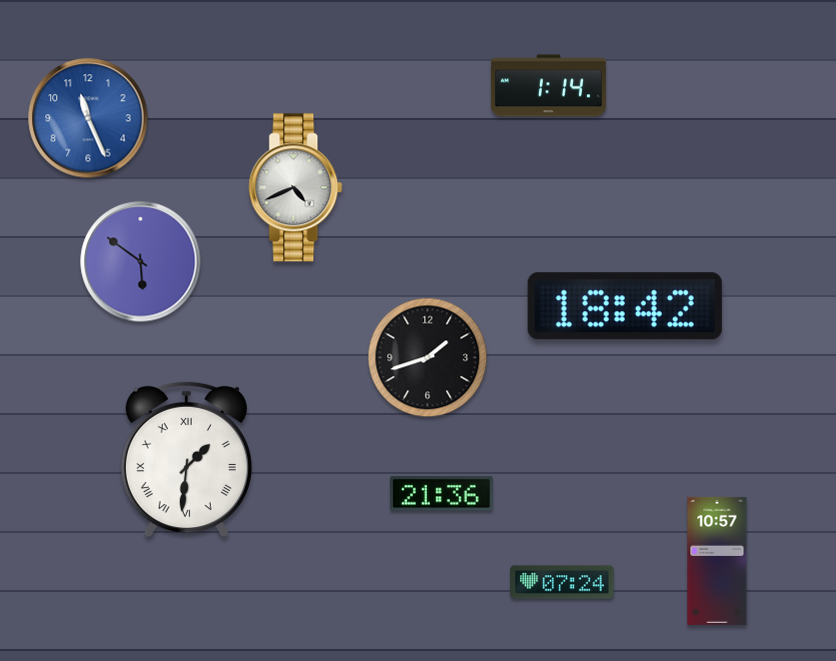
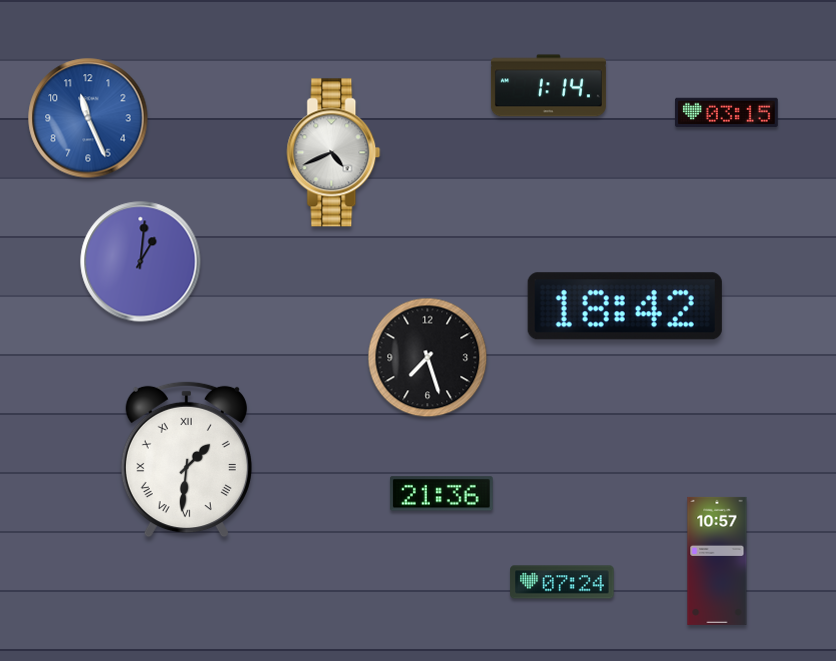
clock at (727, 113): none -> 03:15
clock at (296, 188) position: (296, 188) -> (334, 153)
clock at (141, 262): 5:51 -> 1:01
clock at (428, 358): 1:42 -> 7:27
